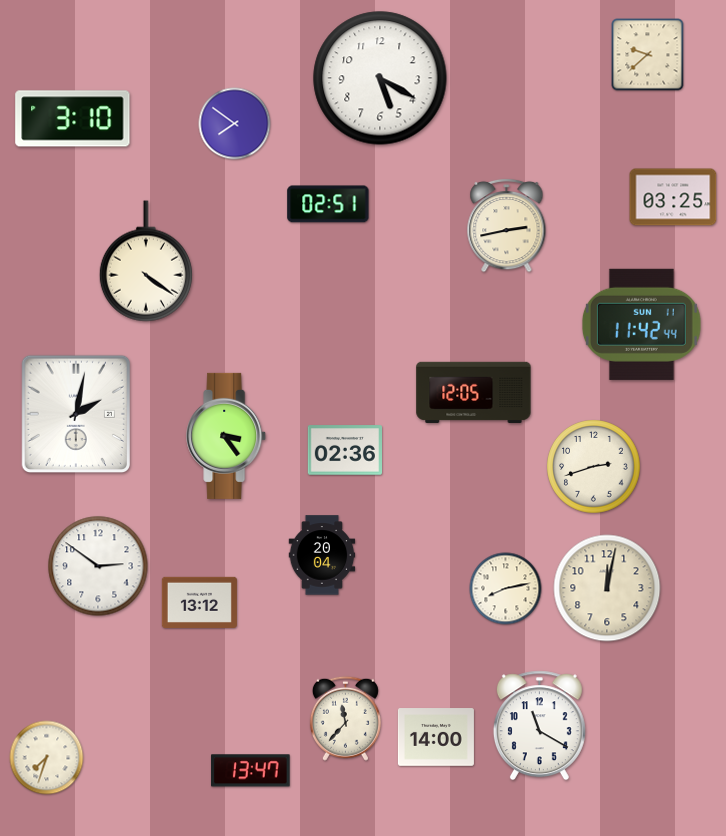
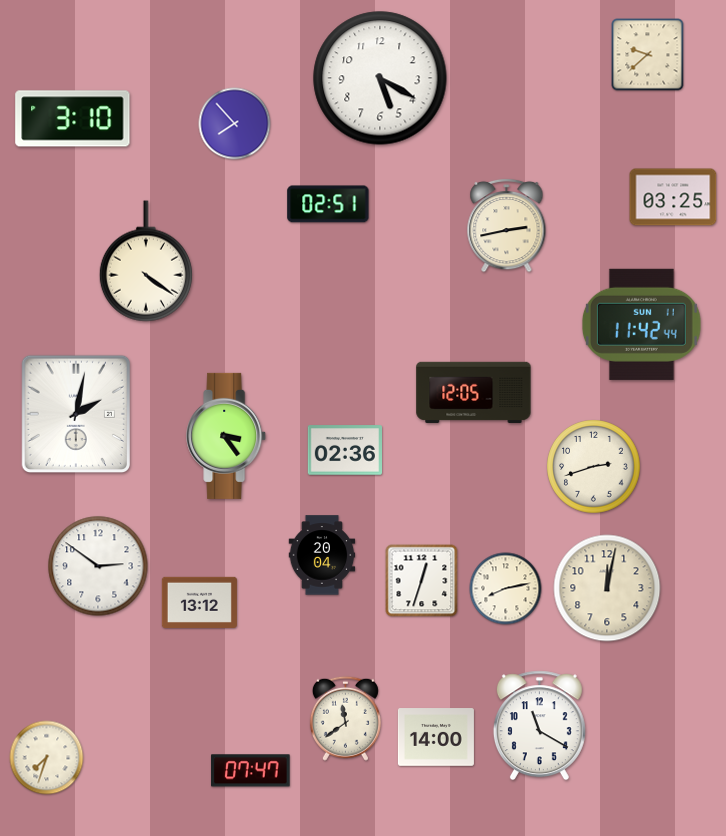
clock at (235, 124): 7:51 -> 7:53
clock at (422, 581): none -> 12:33
clock at (345, 718): 11:37 -> 11:39
clock at (251, 771): 13:47 -> 07:47
